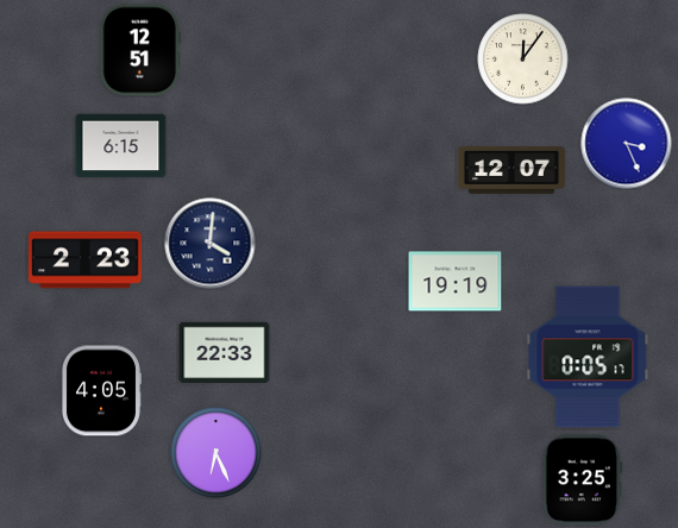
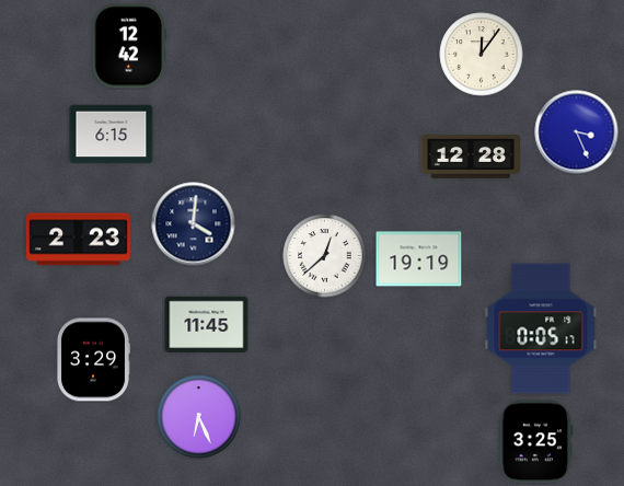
clock at (139, 50): 12:51 -> 12:42
clock at (511, 171): 12:07 -> 12:28
clock at (325, 256): none -> 12:38
clock at (225, 352): 22:33 -> 11:45
clock at (101, 391): 4:05 -> 3:29
